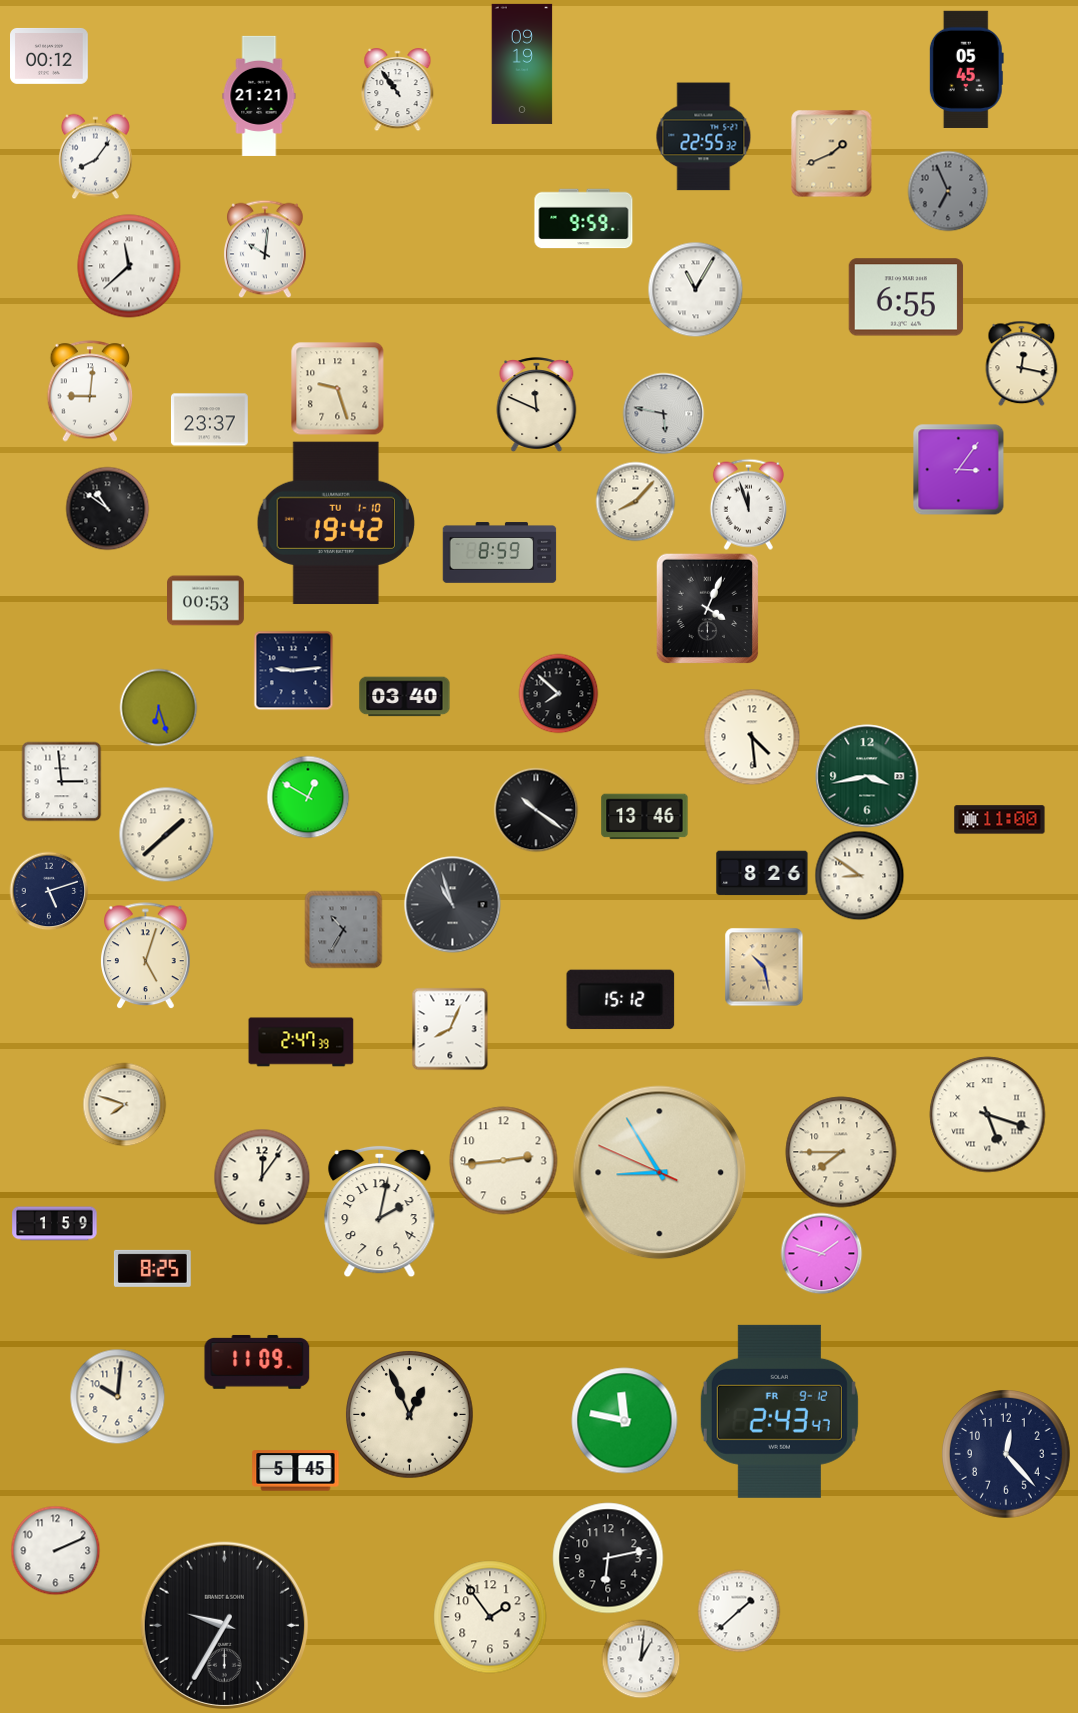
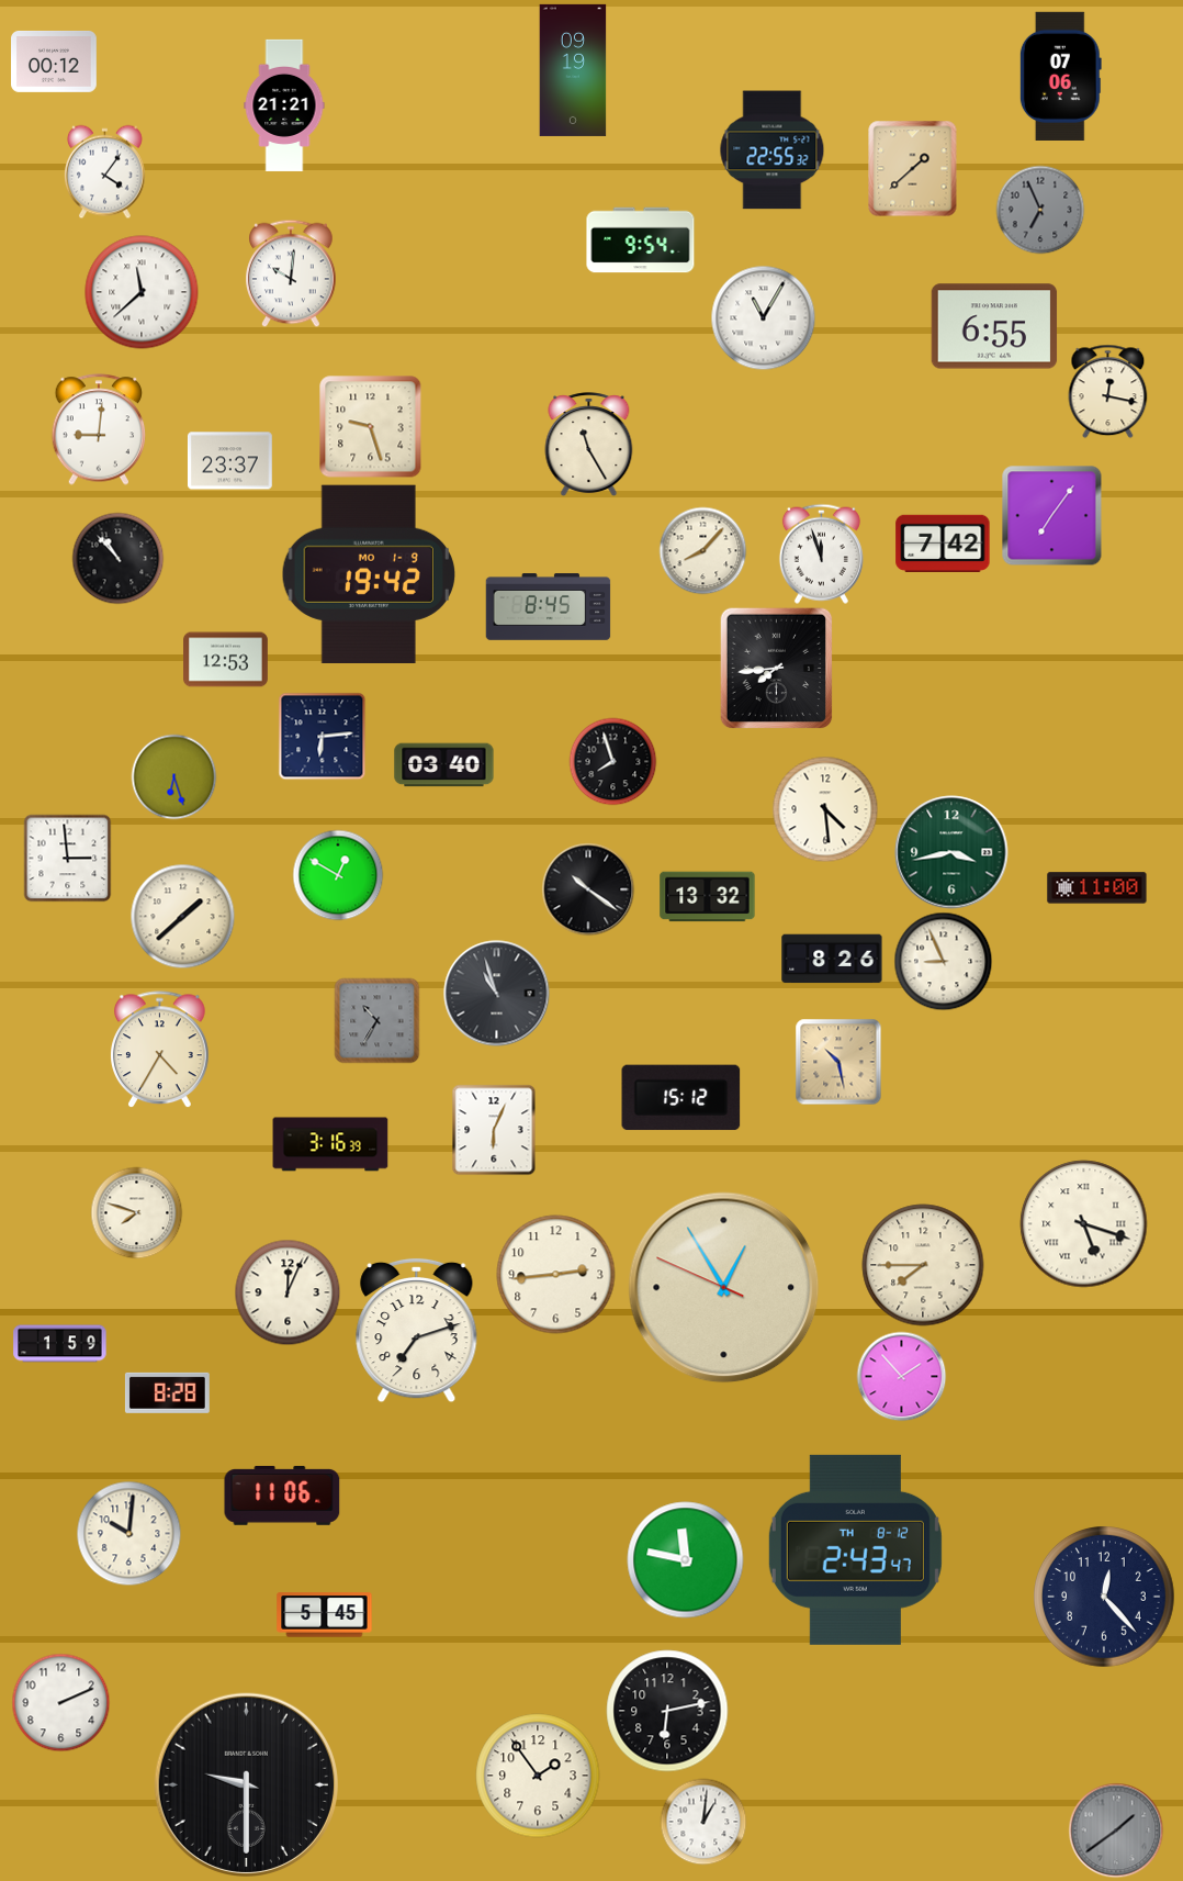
clock at (966, 69): 05:45 -> 07:06
clock at (398, 90): 10:54 -> none
clock at (832, 153): 1:41 -> 1:38
clock at (96, 156): 8:06 -> 4:06
clock at (584, 219): 9:59 -> 9:54
clock at (1022, 363) position: (1022, 363) -> (1108, 391)
clock at (537, 404): 11:49 -> 11:25
clock at (663, 413): 5:47 -> none
clock at (958, 469): 3:06 -> 7:06
clock at (943, 544): none -> 7:42
clock at (635, 501) position: (635, 501) -> (702, 550)
clock at (107, 508): 10:51 -> 10:53
clock at (335, 522) date: TU 1-10 -> MO 1-9
clock at (500, 553): 8:59 -> 8:45
clock at (206, 601): 00:53 -> 12:53
clock at (708, 608): 4:04 -> 7:44
clock at (293, 670): 9:14 -> 6:14
clock at (558, 693): 7:52 -> 7:57
clock at (645, 817): 13:46 -> 13:32
clock at (1000, 820) position: (1000, 820) -> (1097, 888)
clock at (762, 873) position: (762, 873) -> (832, 959)
clock at (859, 875): 8:51 -> 8:56
clock at (49, 891): 5:12 -> none
clock at (146, 956): 5:03 -> 4:35
clock at (450, 1029): 8:04 -> 6:04
clock at (301, 1042): 2:47 -> 3:16
clock at (504, 1161) position: (504, 1161) -> (556, 1275)
clock at (660, 1173): 8:54 -> 12:54
clock at (262, 1177): 12:06 -> 12:04
clock at (380, 1212): 2:02 -> 7:12
clock at (821, 1253): 1:48 -> 1:53
clock at (152, 1268): 8:25 -> 8:28
clock at (257, 1362): 11:09 -> 11:06
clock at (779, 1411) date: FR 9-12 -> TH 8-12
clock at (410, 1415): 12:56 -> none
clock at (739, 1611): 1:38 -> none
clock at (224, 1625): 9:35 -> 9:30
clock at (1116, 1830): none -> 1:39
